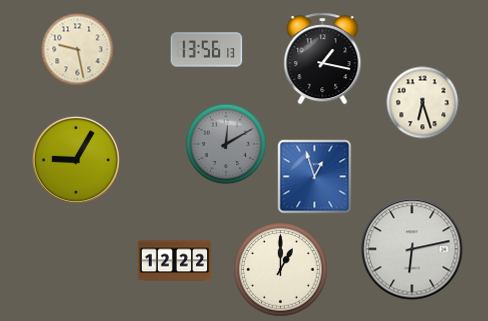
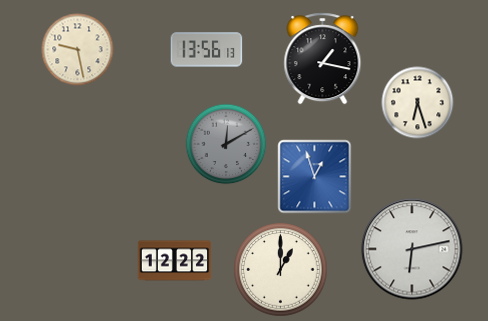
clock at (423, 103) position: (423, 103) -> (418, 103)
clock at (76, 160): 9:05 -> none
